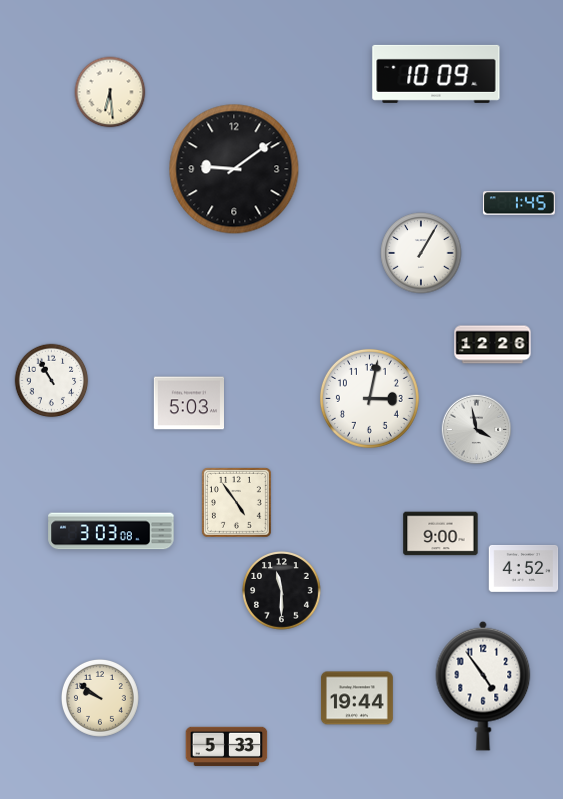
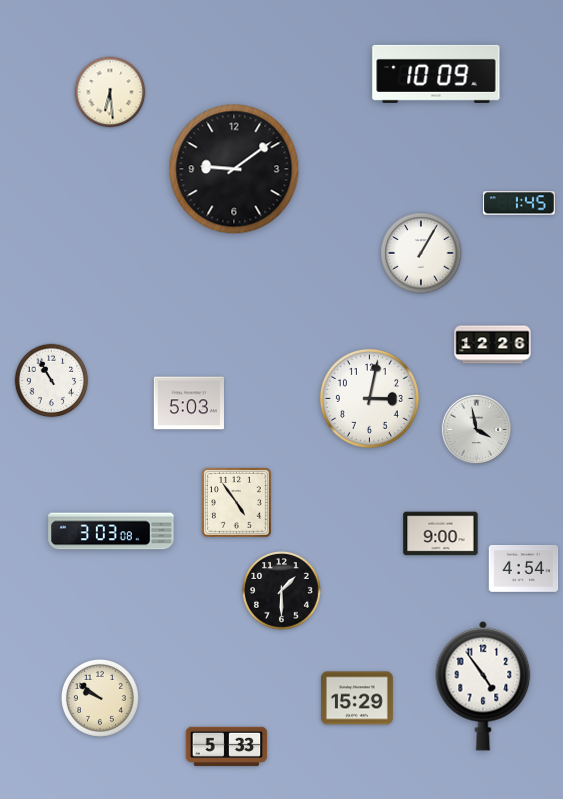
clock at (524, 568): 4:52 -> 4:54
clock at (282, 591): 11:30 -> 1:30
clock at (357, 698): 19:44 -> 15:29
